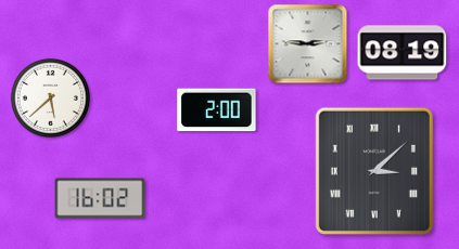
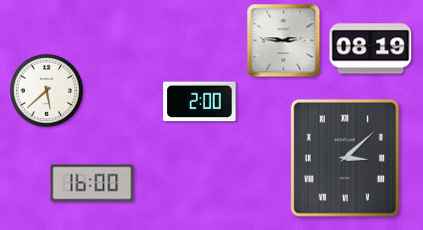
clock at (100, 198): 16:02 -> 16:00
